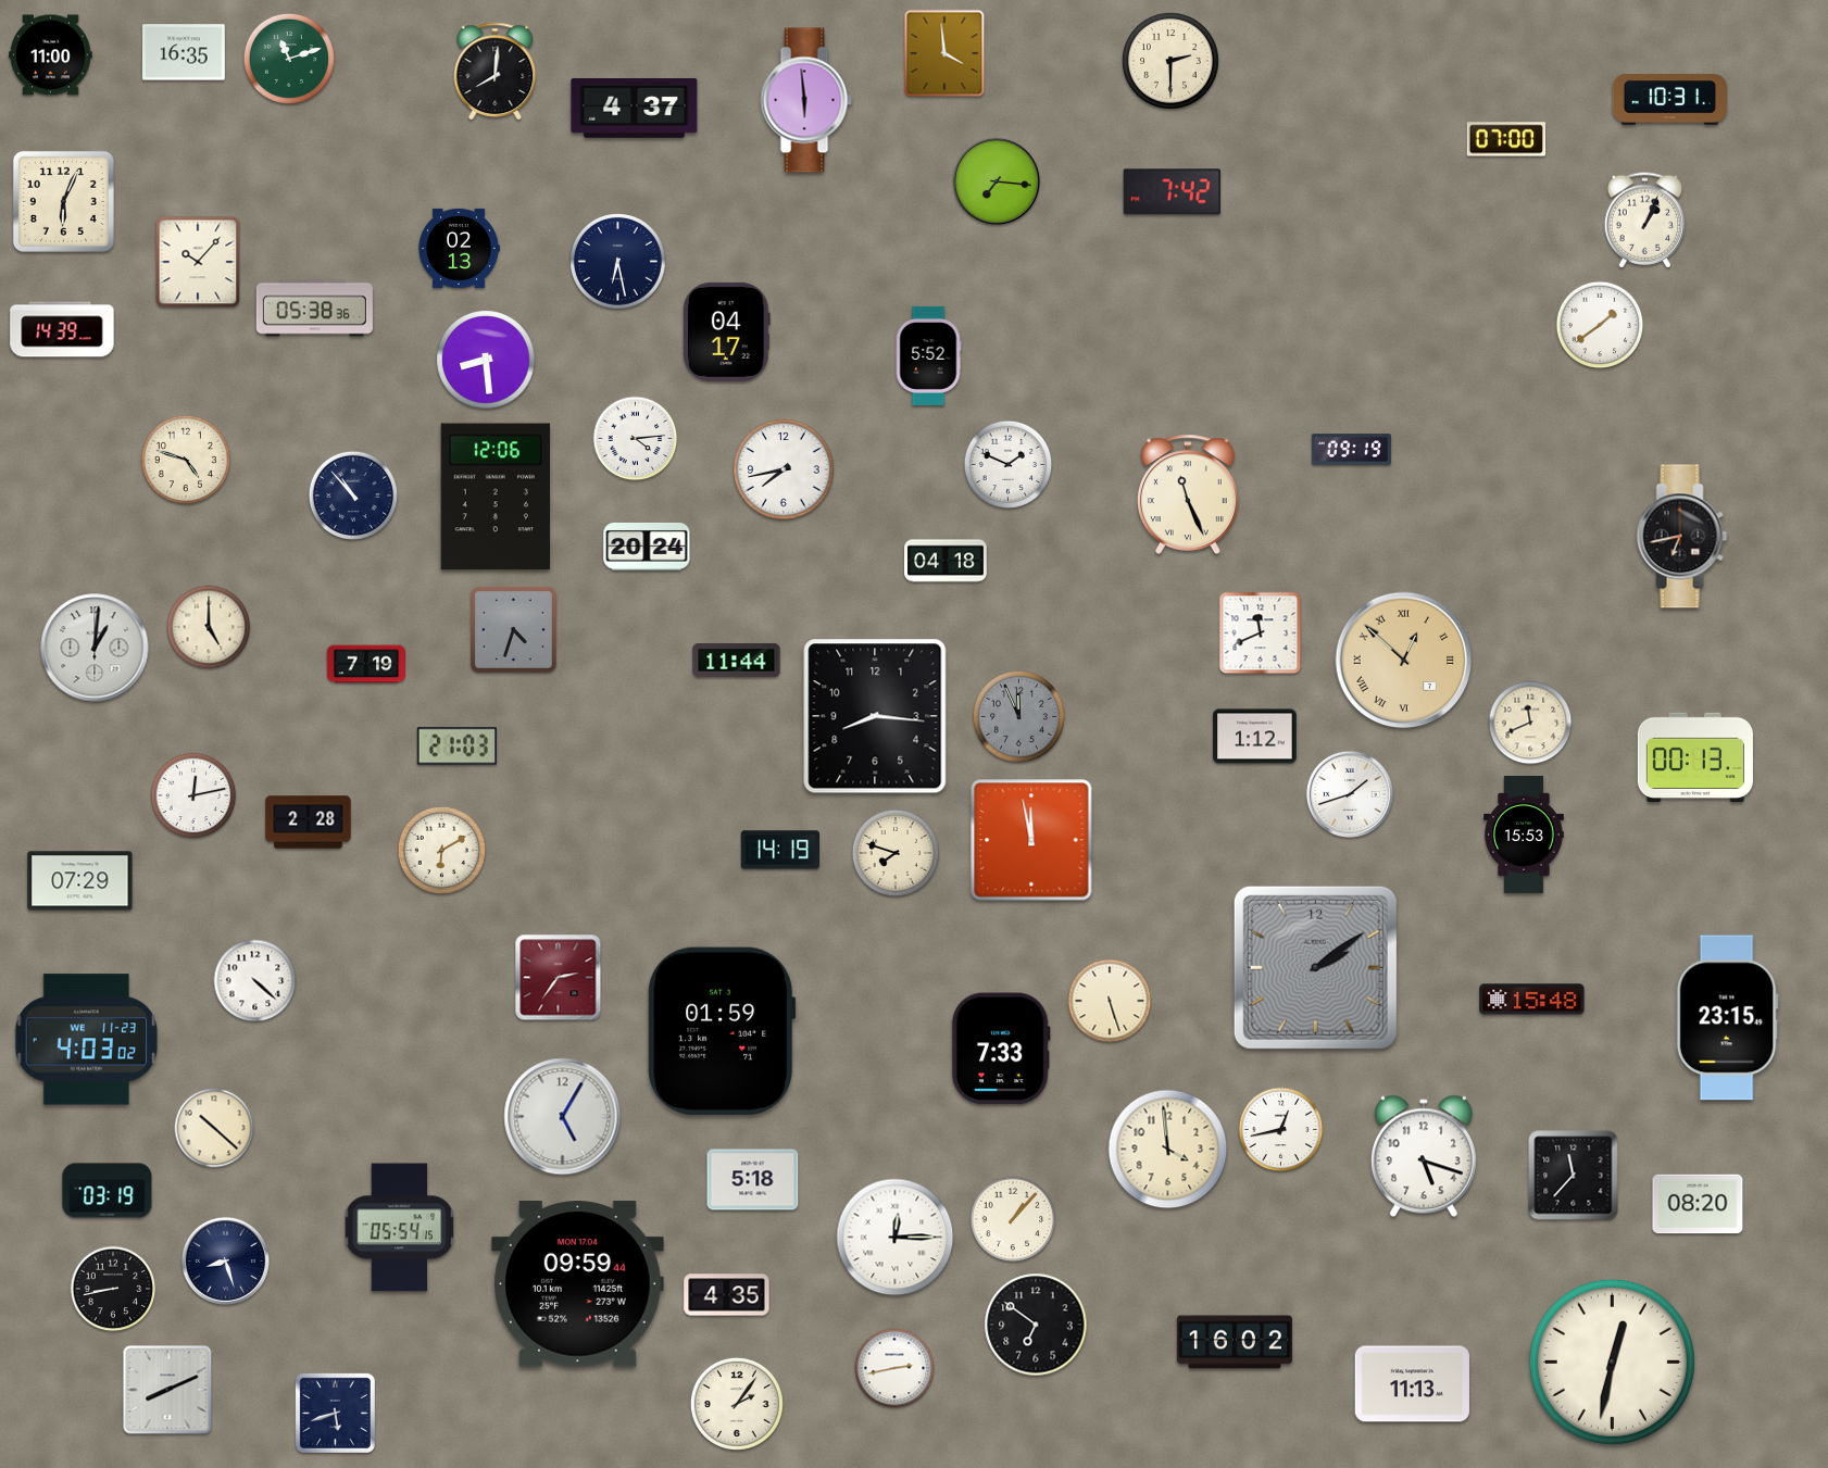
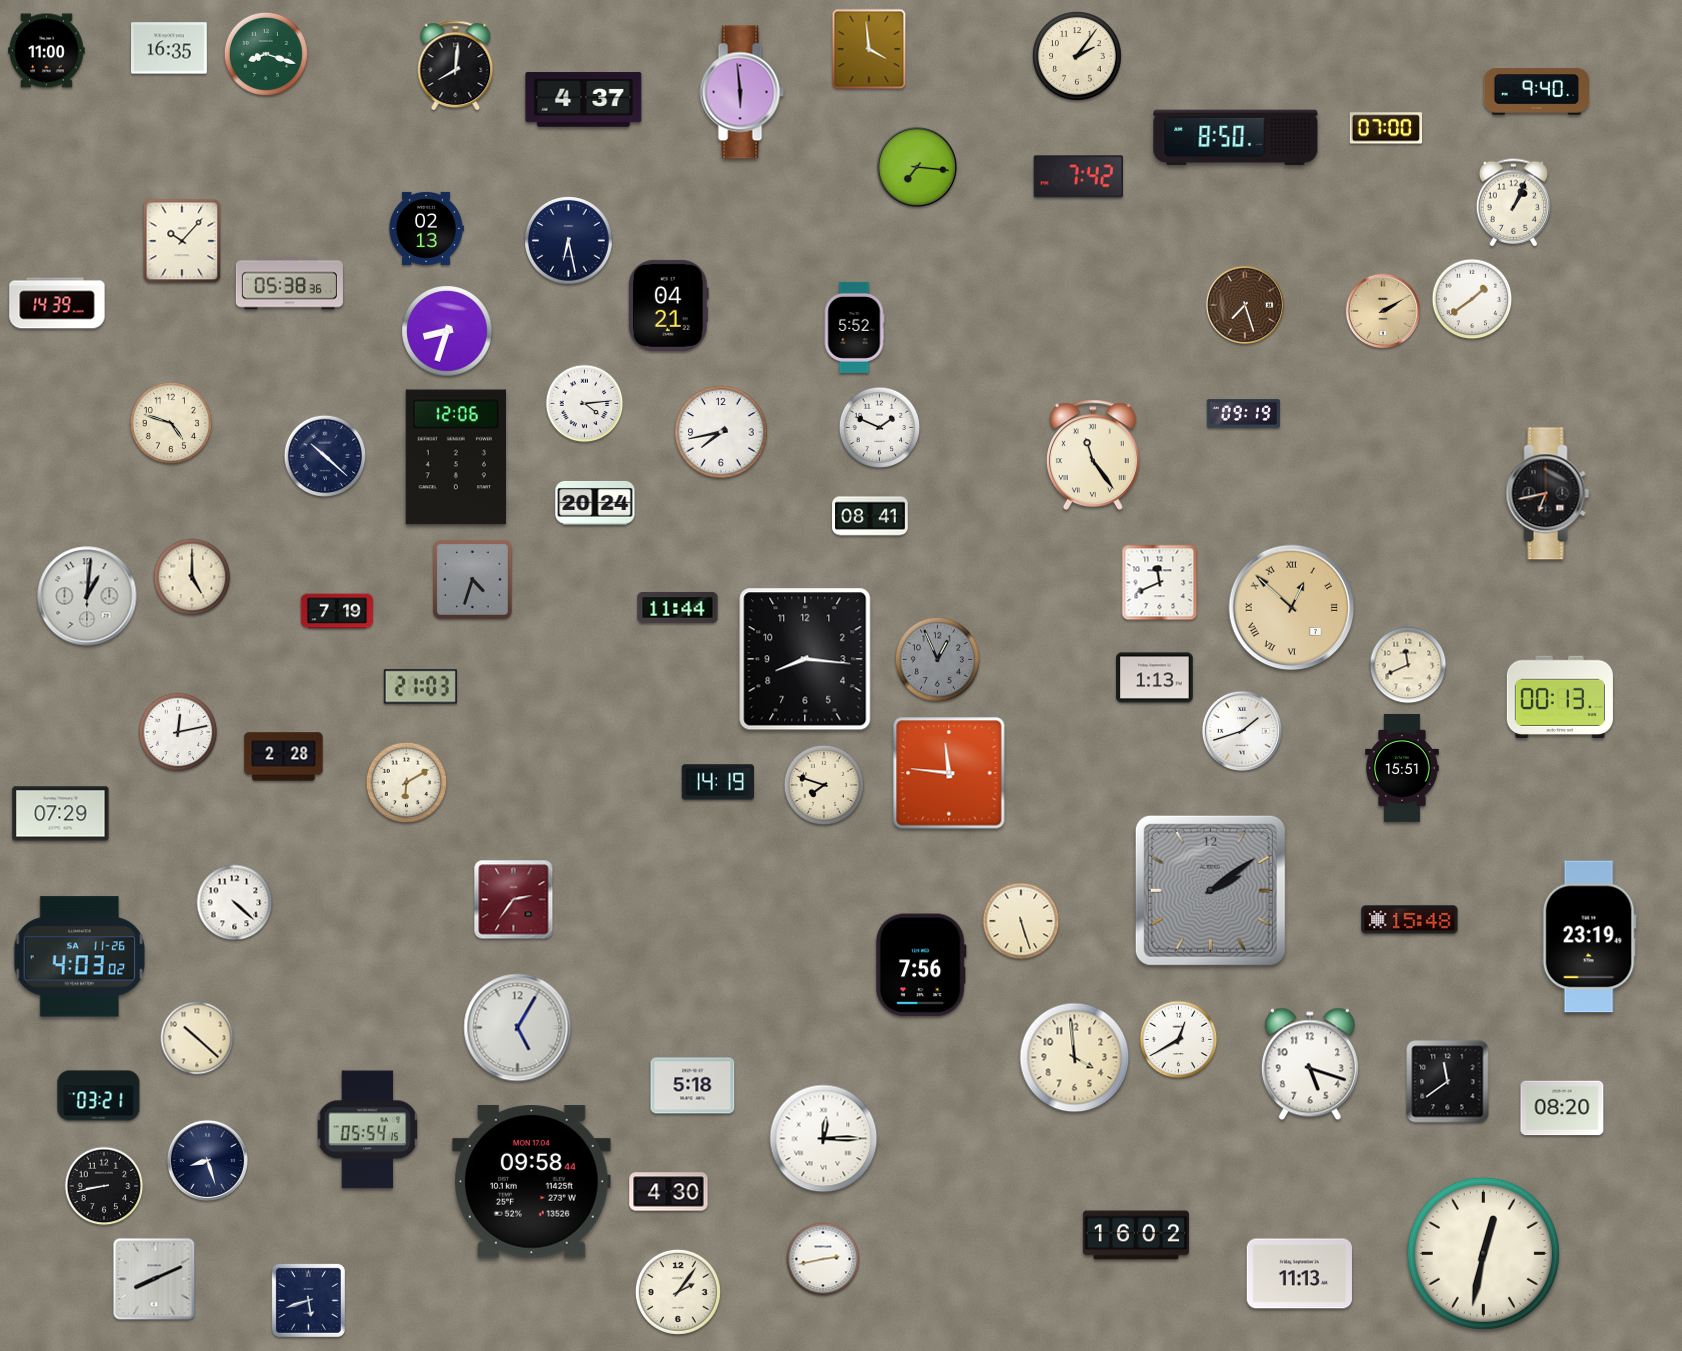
clock at (289, 59): 11:12 -> 8:18
clock at (1170, 61): 2:30 -> 2:06
clock at (1669, 100): 10:31 -> 9:40
clock at (1236, 138): none -> 8:50
clock at (63, 201): 6:04 -> none
clock at (459, 248) position: (459, 248) -> (426, 228)
clock at (1244, 304): none -> 7:27
clock at (727, 331): 04:17 -> 04:21
clock at (1383, 311): none -> 2:10
clock at (486, 360): 8:29 -> 8:33
clock at (1009, 465) position: (1009, 465) -> (880, 428)
clock at (1188, 493): 11:26 -> 11:24
clock at (352, 494): 10:53 -> 10:22
clock at (946, 561): 04:18 -> 08:41
clock at (1018, 716): 11:56 -> 12:56
clock at (1255, 737): 1:12 -> 1:13
clock at (1524, 835): 15:53 -> 15:51
clock at (1031, 840): 11:58 -> 11:46
clock at (80, 881) position: (80, 881) -> (61, 814)
clock at (1727, 1018): 23:15 -> 23:19
clock at (722, 1031): 01:59 -> none
clock at (86, 1040) date: WE 11-23 -> SA 11-26
clock at (1001, 1049): 7:33 -> 7:56
clock at (1281, 1130): 12:43 -> 12:40
clock at (1574, 1176): 11:37 -> 11:39
clock at (108, 1191): 03:19 -> 03:21
clock at (1013, 1219): 1:07 -> none
clock at (577, 1284): 09:59 -> 09:58
clock at (727, 1295): 4:35 -> 4:30
clock at (1036, 1325): 6:51 -> none
